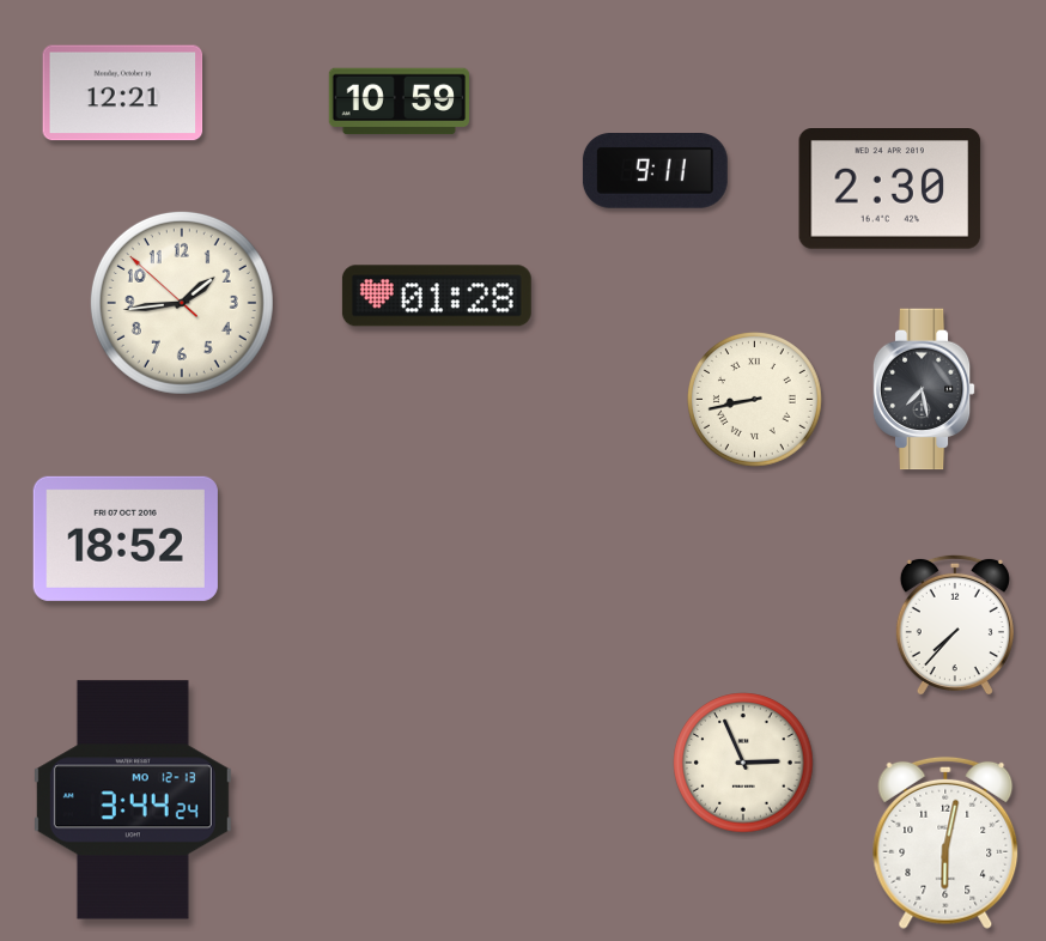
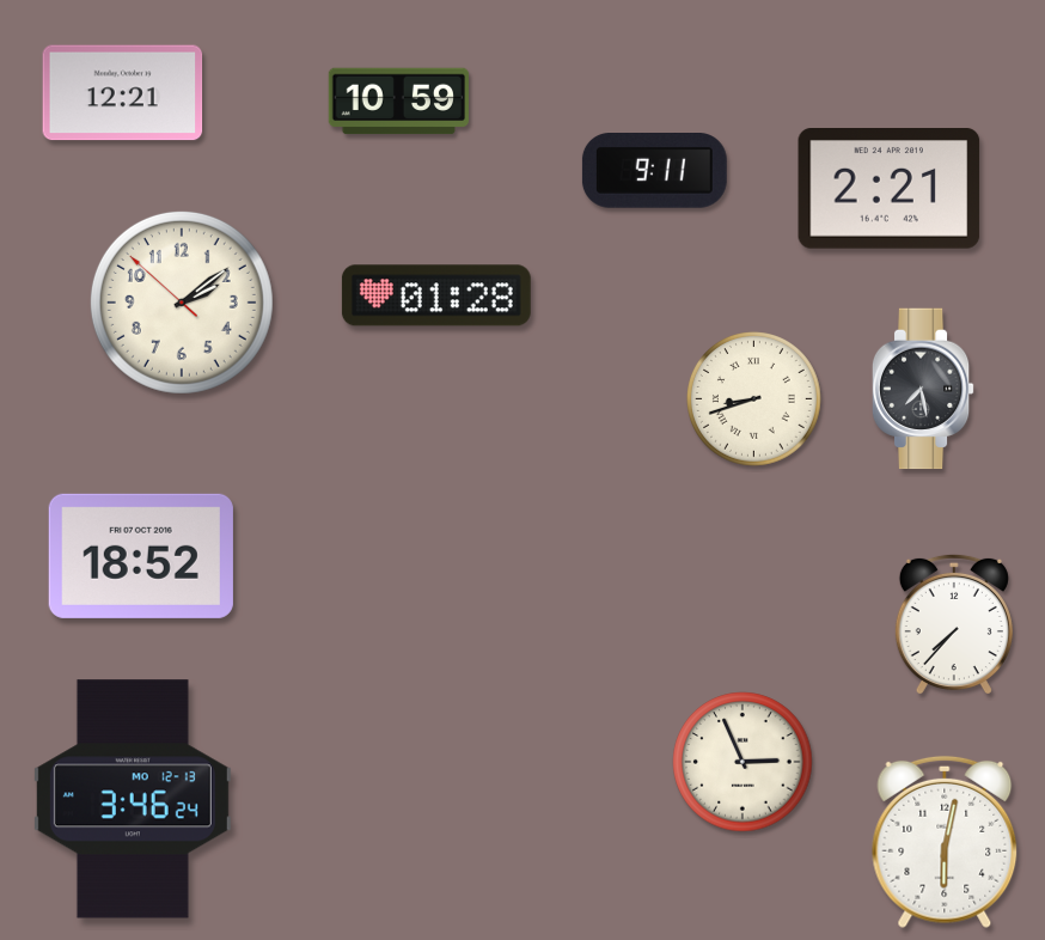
clock at (890, 189): 2:30 -> 2:21
clock at (182, 303): 1:43 -> 2:08
clock at (755, 400): 8:43 -> 8:42
clock at (126, 539) position: (126, 539) -> (141, 556)
clock at (133, 800): 3:44 -> 3:46
